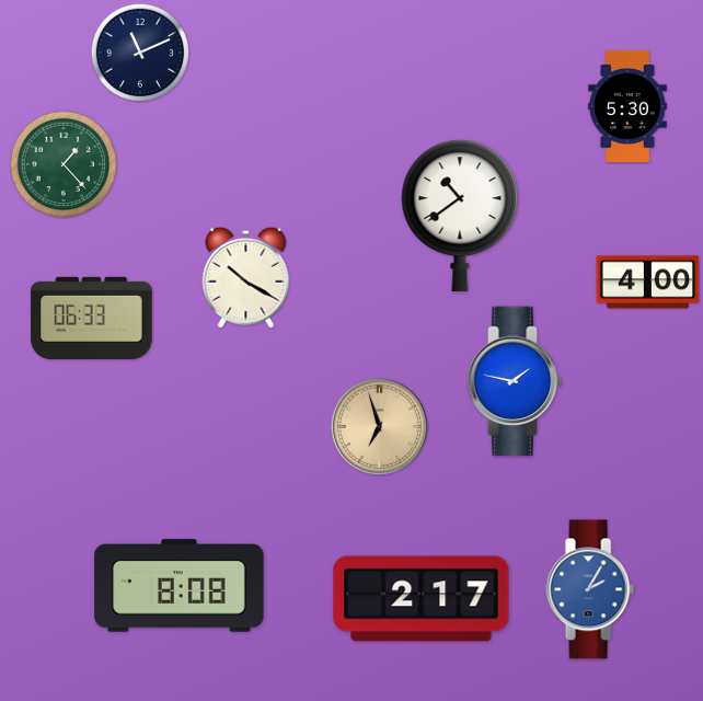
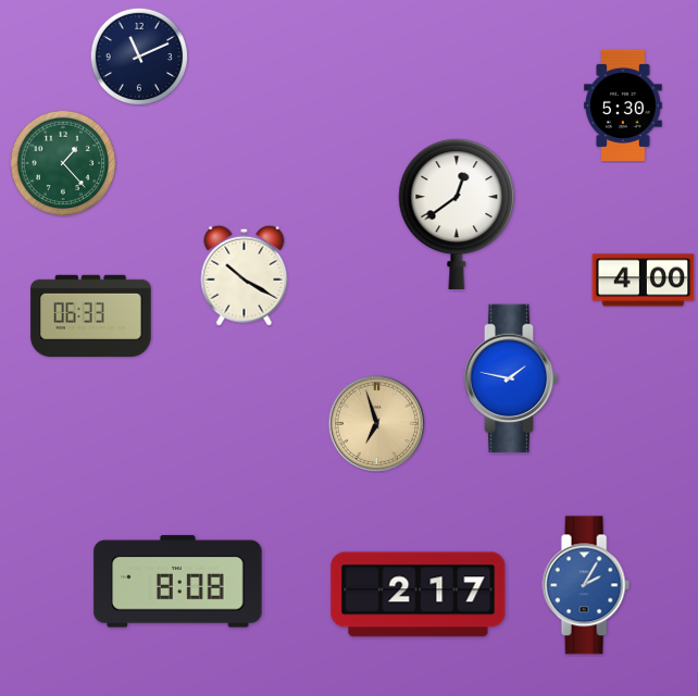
clock at (139, 51) position: (139, 51) -> (138, 55)
clock at (460, 215): 10:39 -> 12:39
